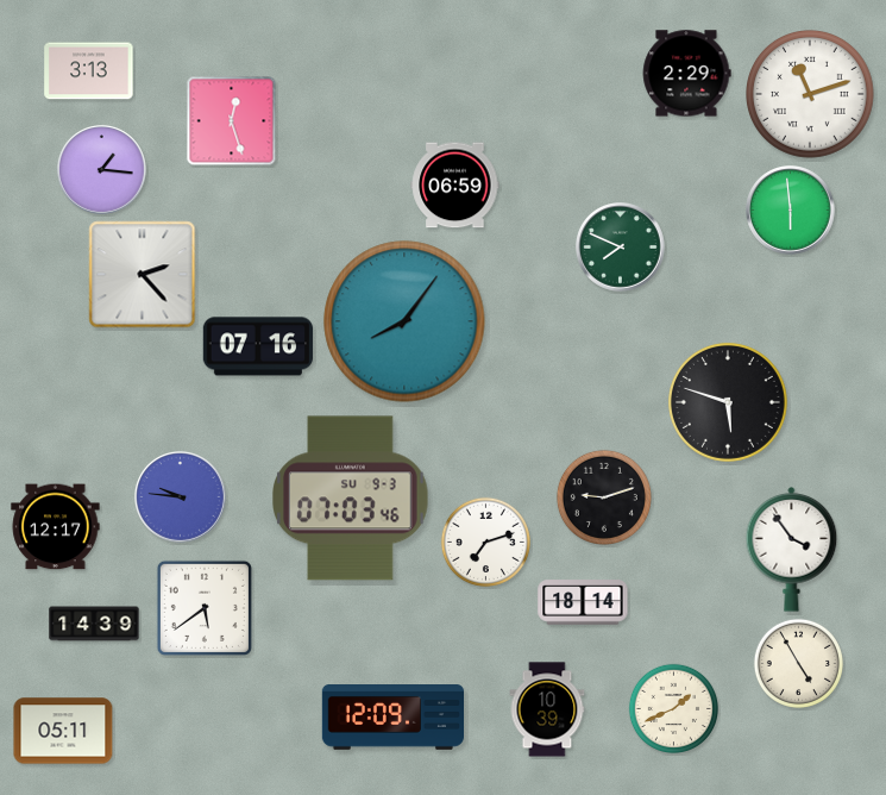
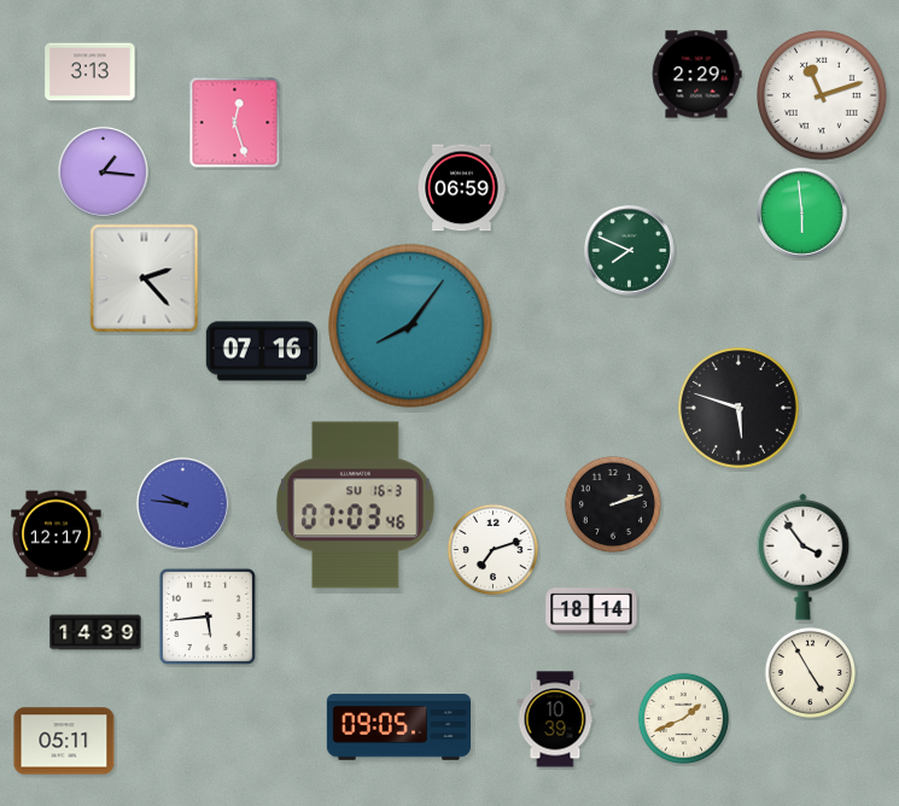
clock at (604, 497): 9:12 -> 2:12
clock at (351, 499) date: SU 9-3 -> SU 16-3
clock at (205, 608): 5:39 -> 5:44
clock at (392, 718): 12:09 -> 09:05
